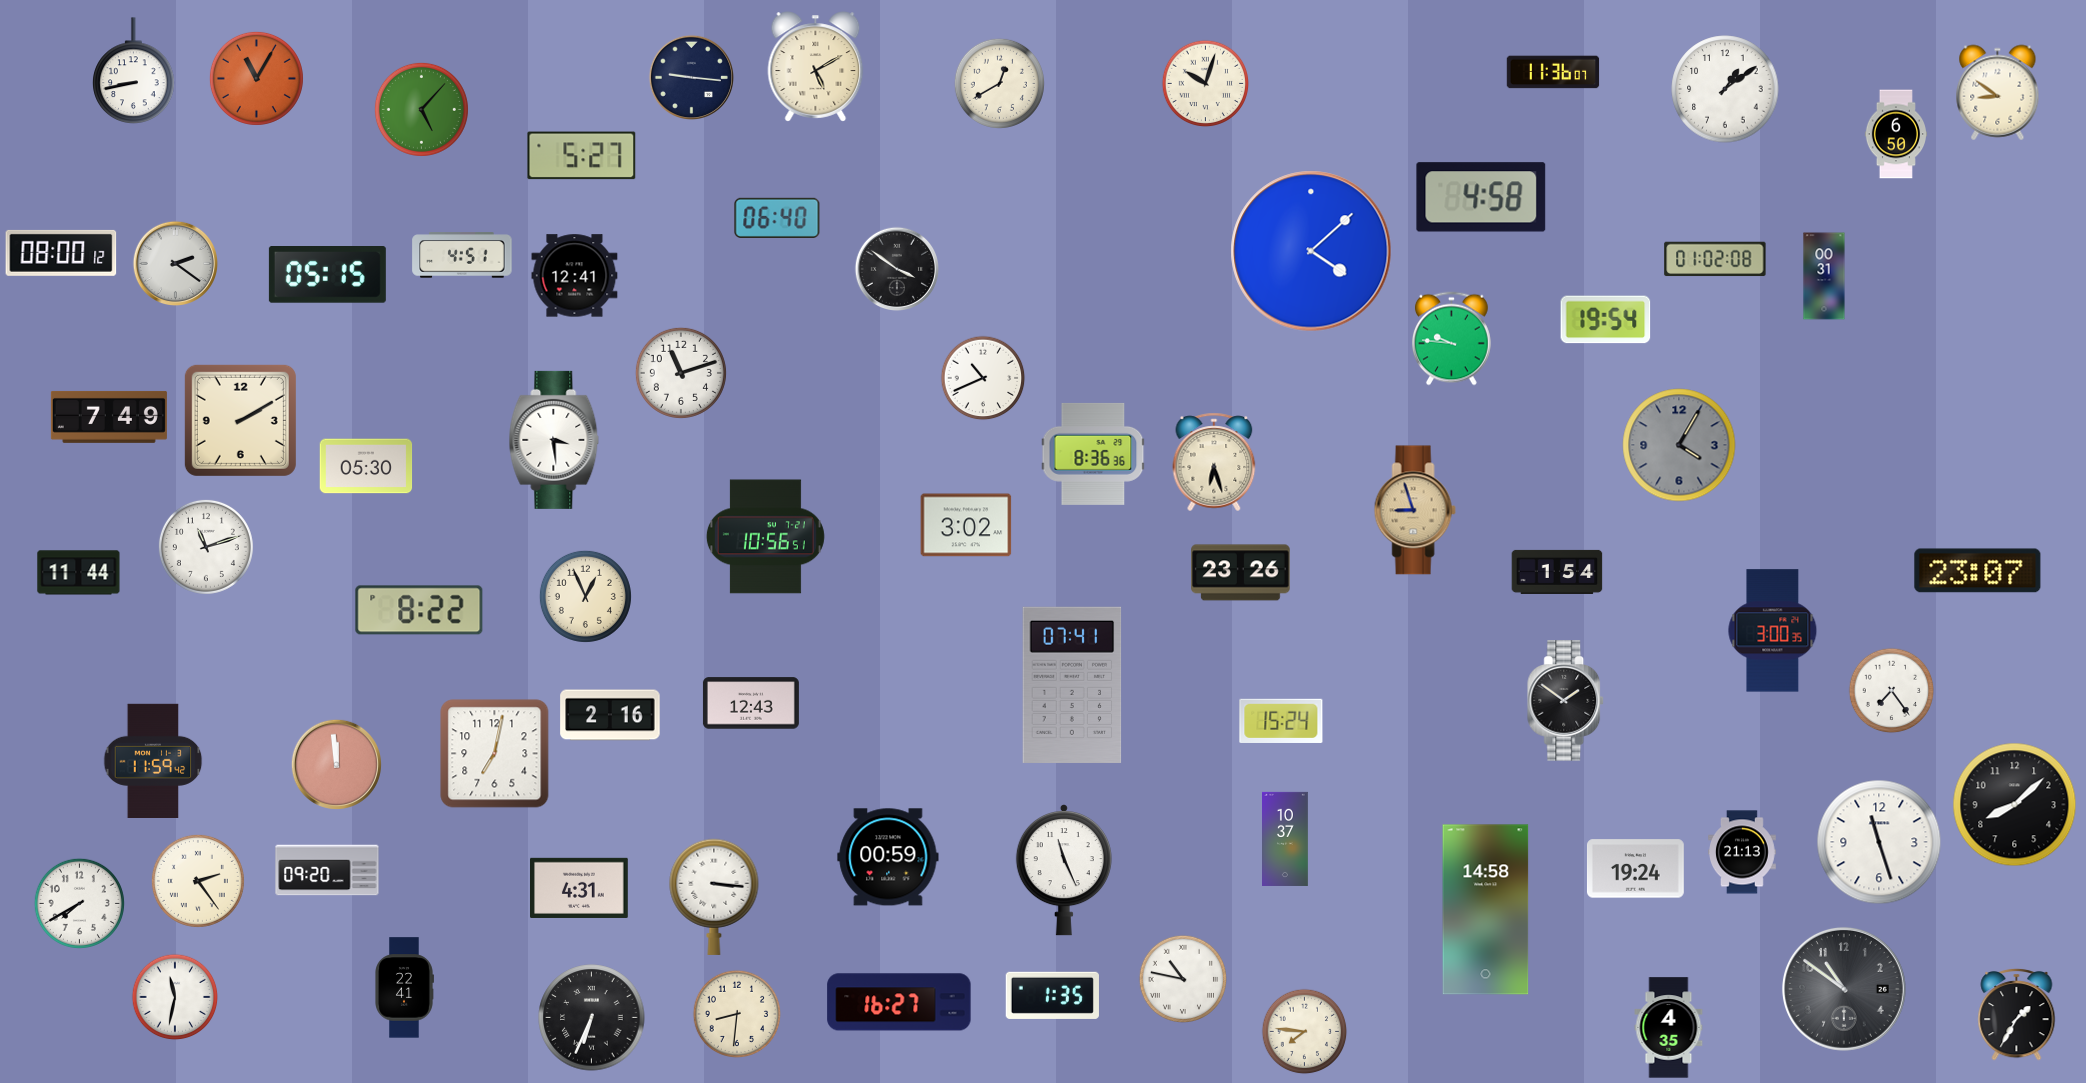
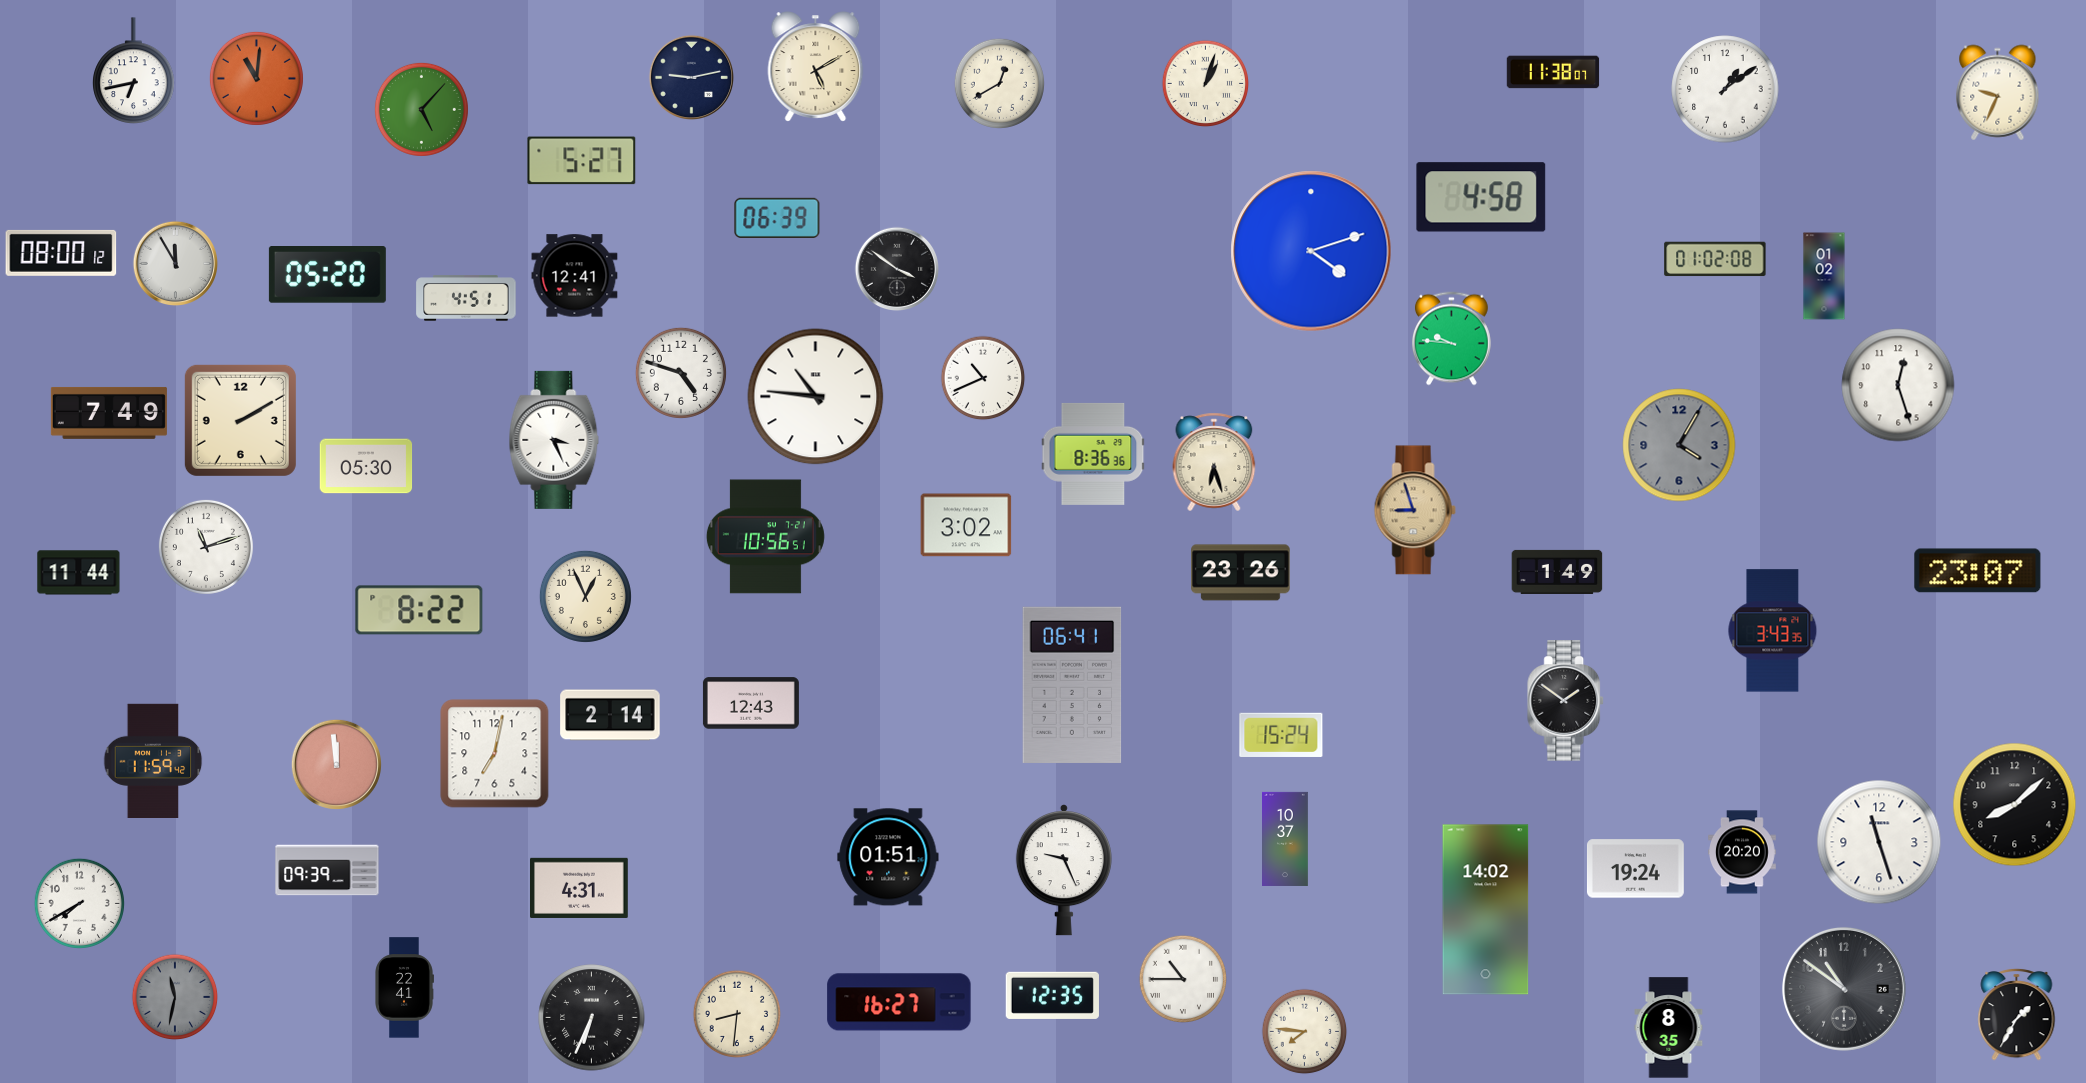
clock at (134, 70): 8:43 -> 6:43
clock at (1553, 72): 11:36 -> 11:38
clock at (691, 77): 9:16 -> 9:13
clock at (256, 78): 11:05 -> 11:01
clock at (1206, 84): 10:03 -> 1:03
clock at (1998, 93): 8:51 -> 9:34
clock at (1895, 134): 6:50 -> none
clock at (582, 156) position: (582, 156) -> (582, 161)
clock at (777, 218): 06:40 -> 06:39
clock at (1311, 251): 4:08 -> 4:12
clock at (462, 255) position: (462, 255) -> (466, 298)
clock at (175, 263): 2:21 -> 11:55
clock at (327, 275): 05:15 -> 05:20
clock at (1824, 276): 00:31 -> 01:02
clock at (1606, 320): 19:54 -> none
clock at (681, 373): 11:12 -> 4:48
clock at (1898, 385): none -> 12:27
clock at (816, 397): none -> 10:46
clock at (109, 417) position: (109, 417) -> (109, 413)
clock at (554, 440): 3:29 -> 3:26
clock at (1557, 572): 1:54 -> 1:49
clock at (1773, 631): 3:00 -> 3:43
clock at (1072, 685): 07:41 -> 06:41
clock at (1892, 691): 7:24 -> none
clock at (610, 715): 2:16 -> 2:14
clock at (1281, 721) position: (1281, 721) -> (1281, 735)
clock at (1743, 852): 21:13 -> 20:20
clock at (888, 857): 00:59 -> 01:51
clock at (327, 870): 09:20 -> 09:39
clock at (1064, 871): 11:26 -> 9:26
clock at (198, 881): 2:24 -> none
clock at (714, 897): 3:16 -> none
clock at (1486, 910): 14:58 -> 14:02
clock at (1182, 978): 10:47 -> 10:45
clock at (1052, 995): 1:35 -> 12:35
clock at (175, 997) dial: white -> grey
clock at (1669, 1028): 4:35 -> 8:35
